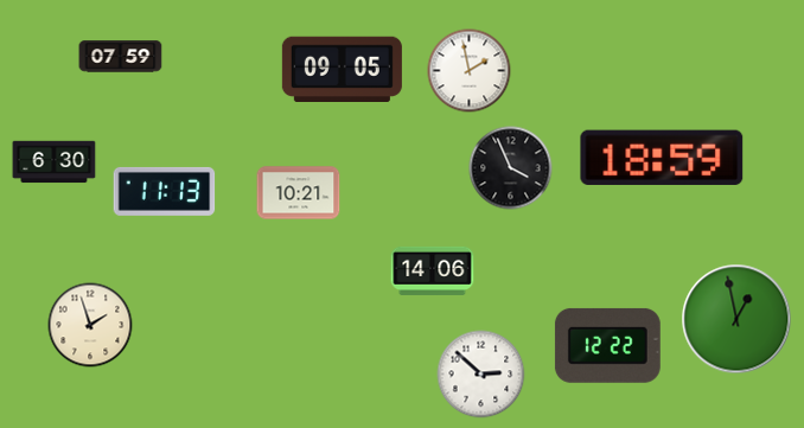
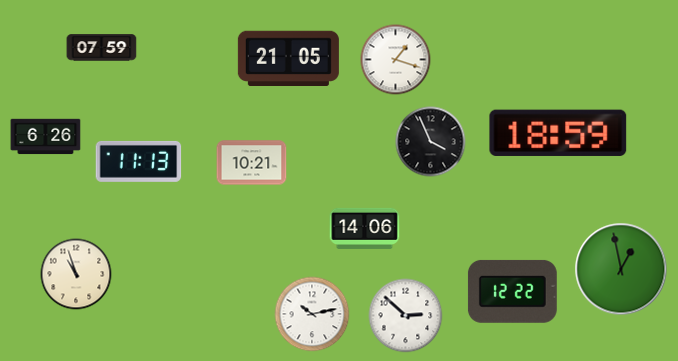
clock at (342, 69): 09:05 -> 21:05
clock at (470, 71): 1:58 -> 1:18
clock at (55, 162): 6:30 -> 6:26
clock at (90, 325): 1:57 -> 10:57
clock at (312, 314): none -> 10:13
